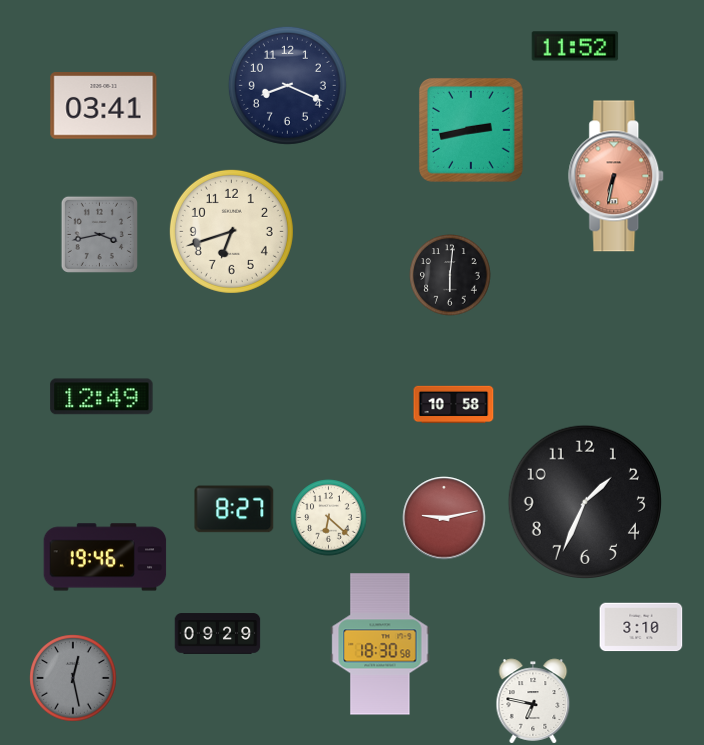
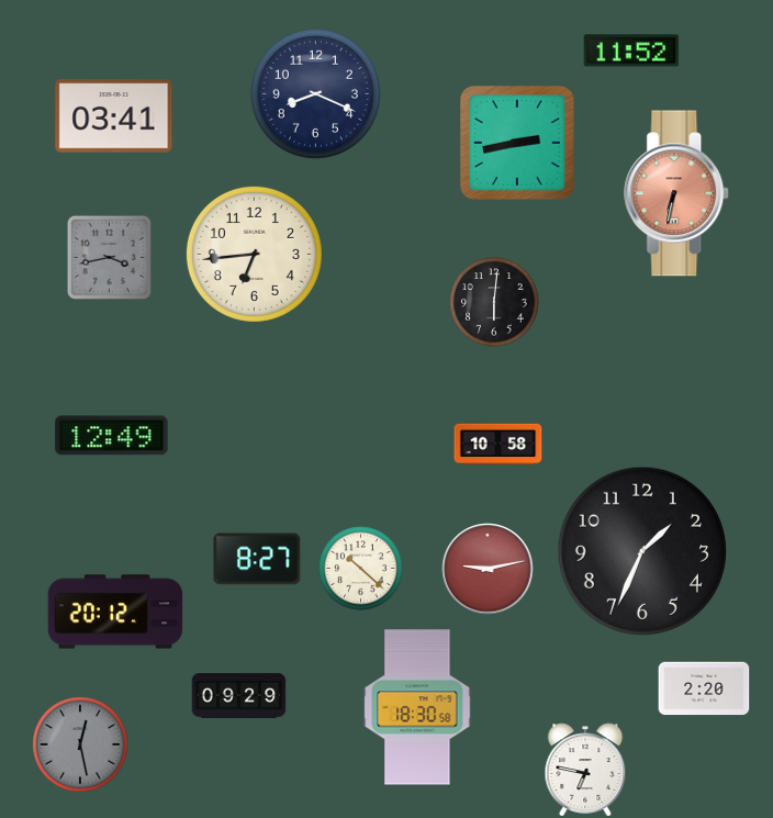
clock at (231, 231): 6:42 -> 6:44
clock at (329, 518): 6:22 -> 10:22
clock at (105, 557): 19:46 -> 20:12
clock at (641, 627): 3:10 -> 2:20
